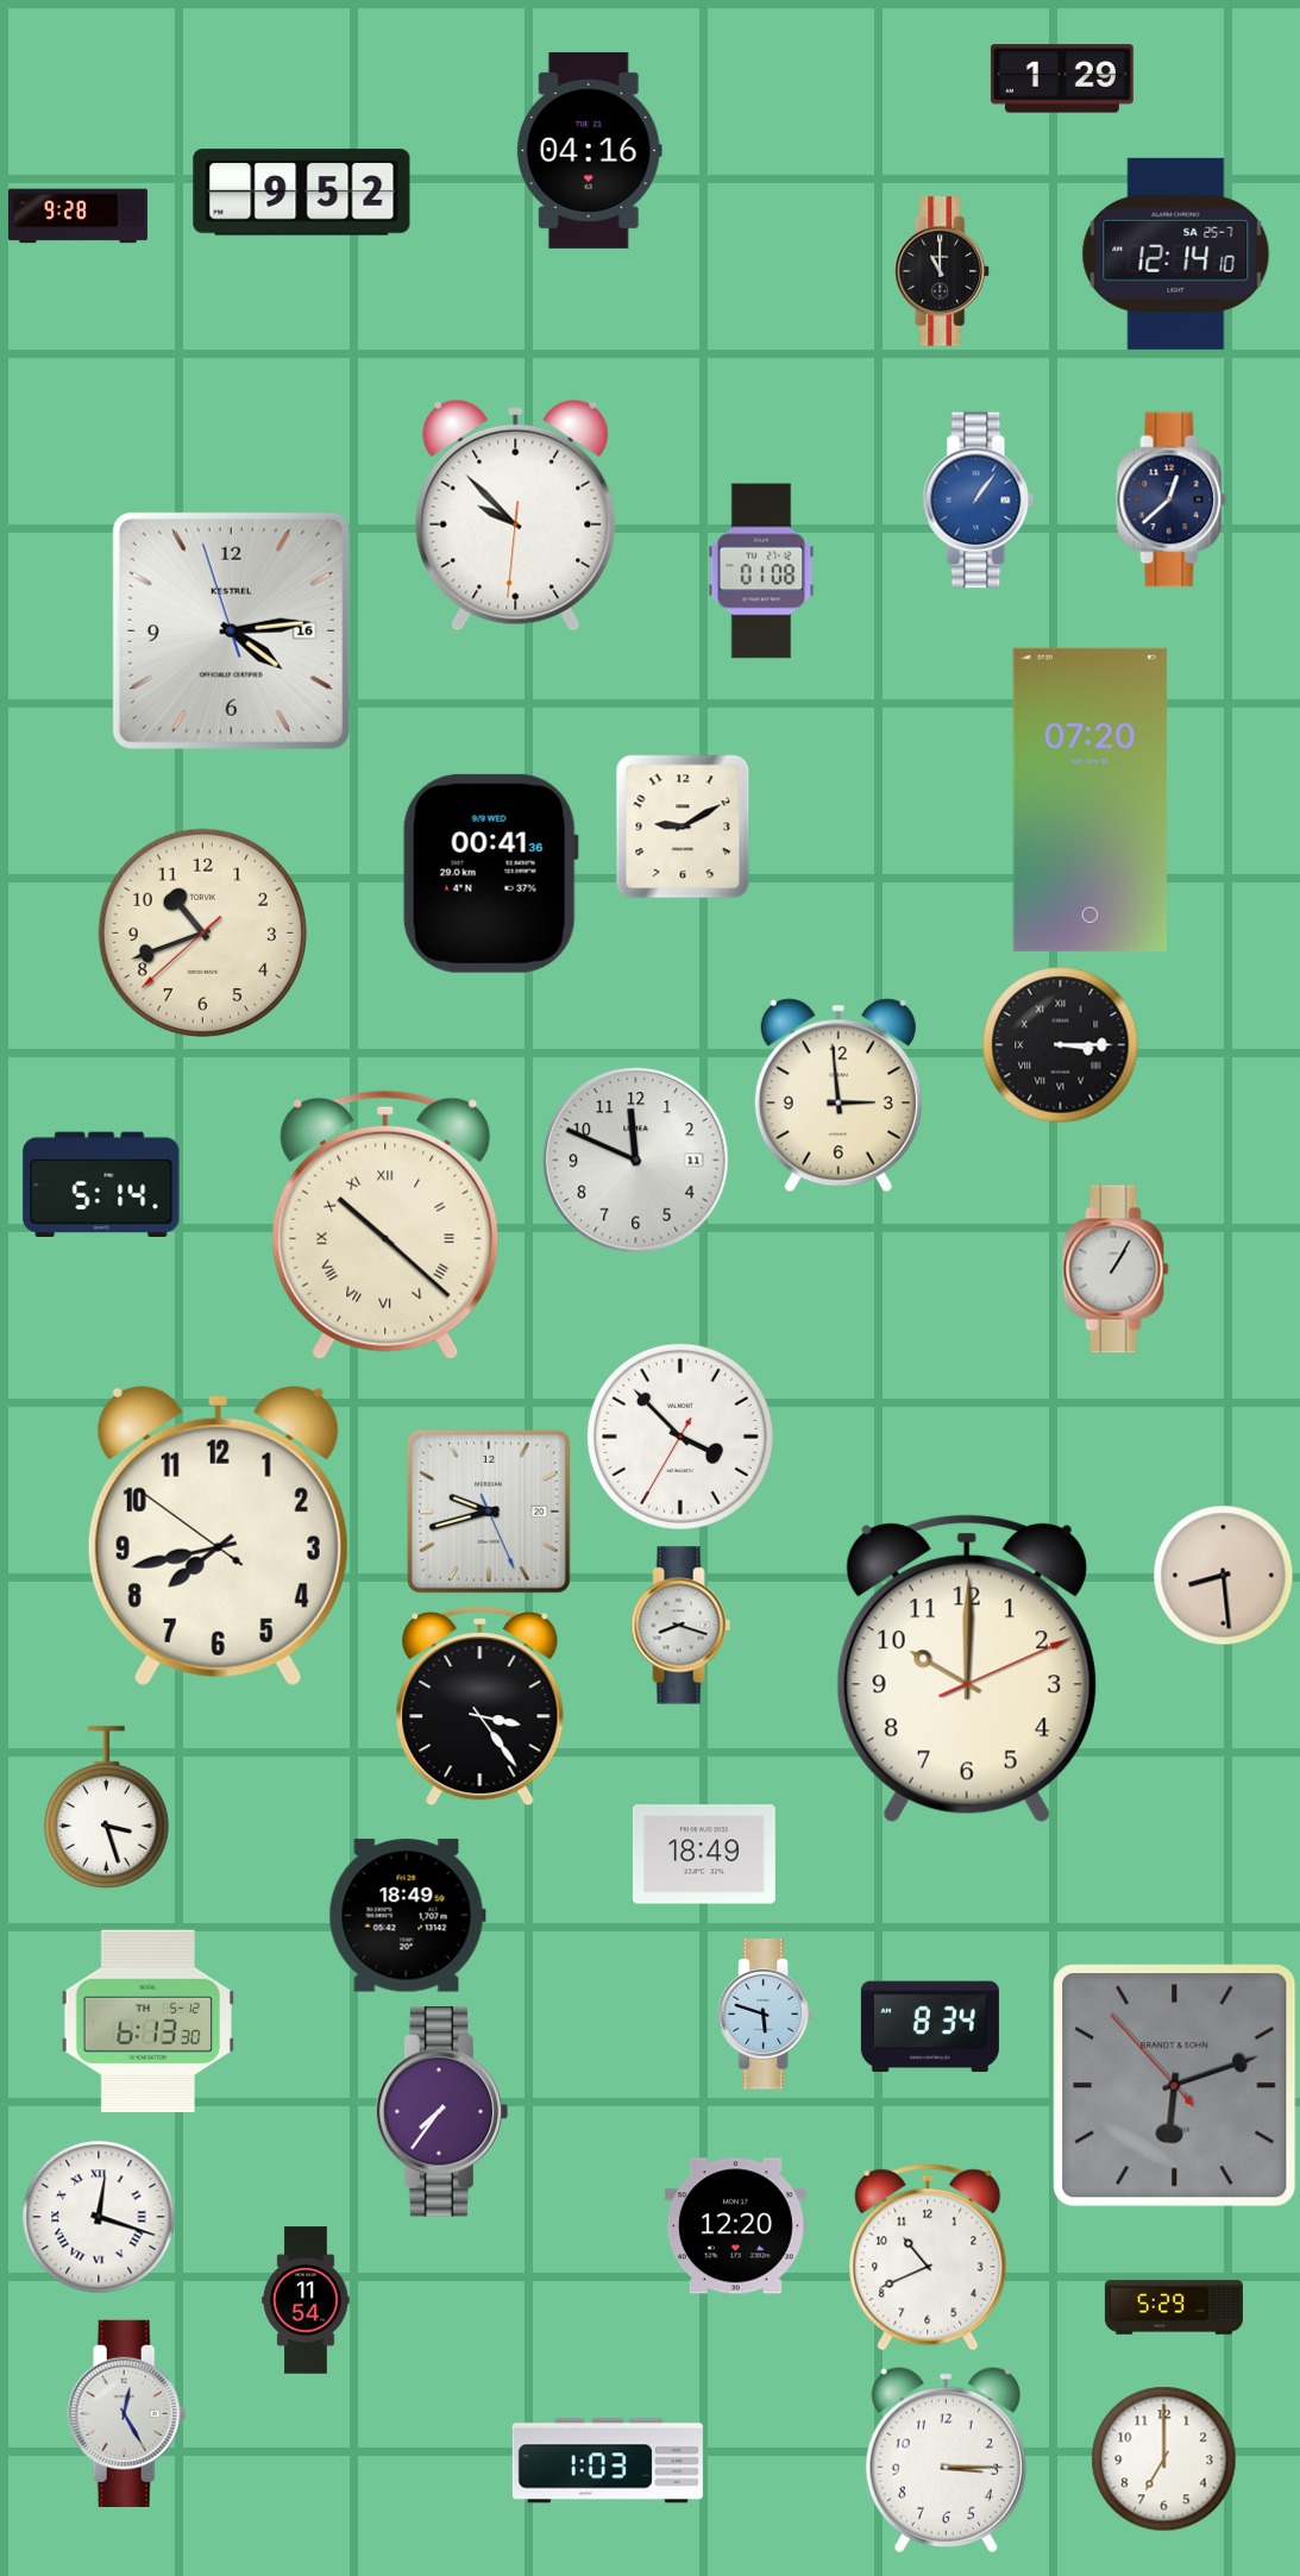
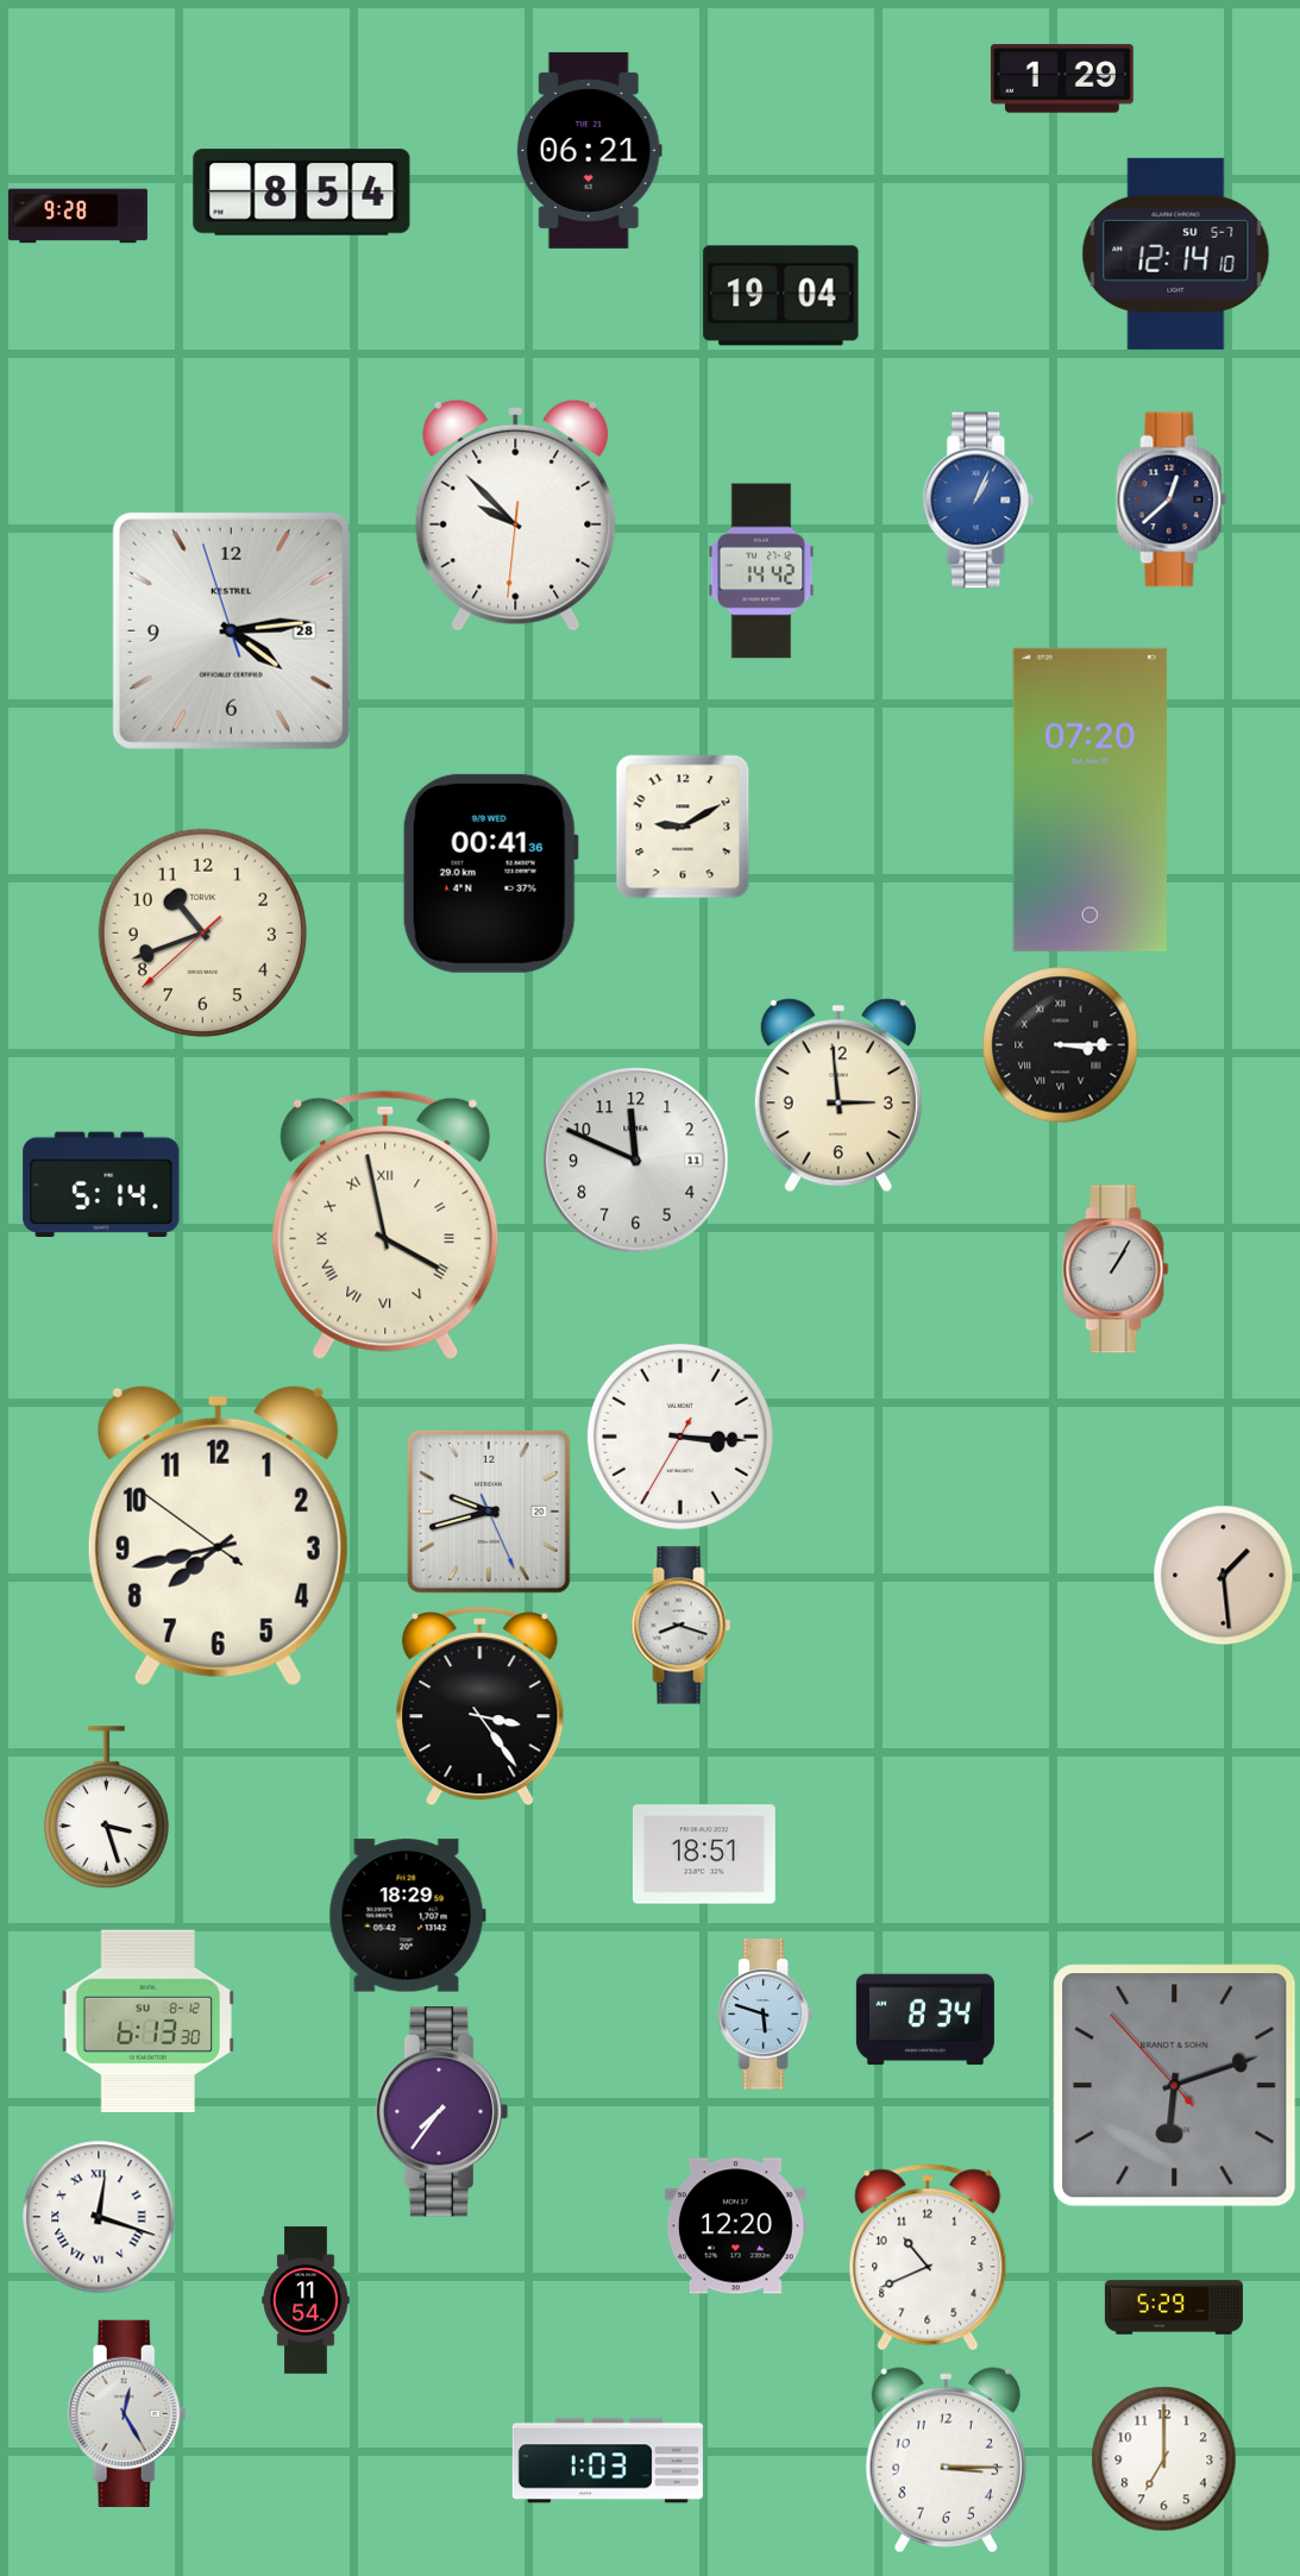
clock at (589, 150): 04:16 -> 06:21
clock at (302, 193): 9:52 -> 8:54
clock at (1176, 253) date: SA 25-7 -> SU 5-7
clock at (943, 271): 11:00 -> none
clock at (781, 296): none -> 19:04
clock at (979, 501): 1:06 -> 1:04
clock at (761, 571): 01:08 -> 14:42
clock at (231, 630) date: 16 -> 28
clock at (385, 1225): 10:22 -> 3:58
clock at (680, 1437): 3:52 -> 3:15
clock at (1224, 1576): 8:29 -> 1:29
clock at (967, 1669): 10:00 -> none
clock at (704, 1854): 18:49 -> 18:51
clock at (407, 1916): 18:49 -> 18:29
clock at (147, 2022) date: TH 5-12 -> SU 8-12
clock at (930, 2027) position: (930, 2027) -> (925, 2019)
